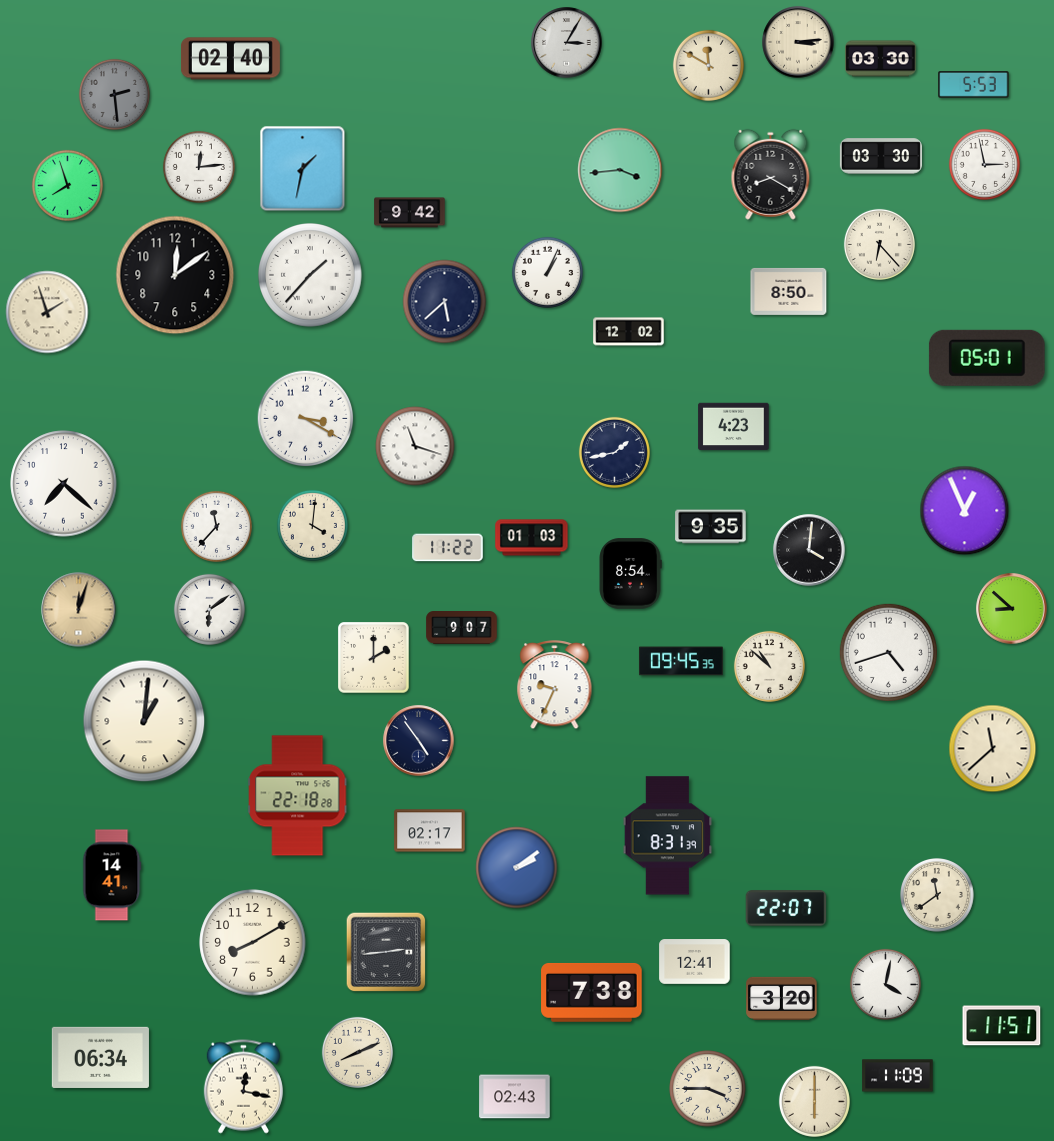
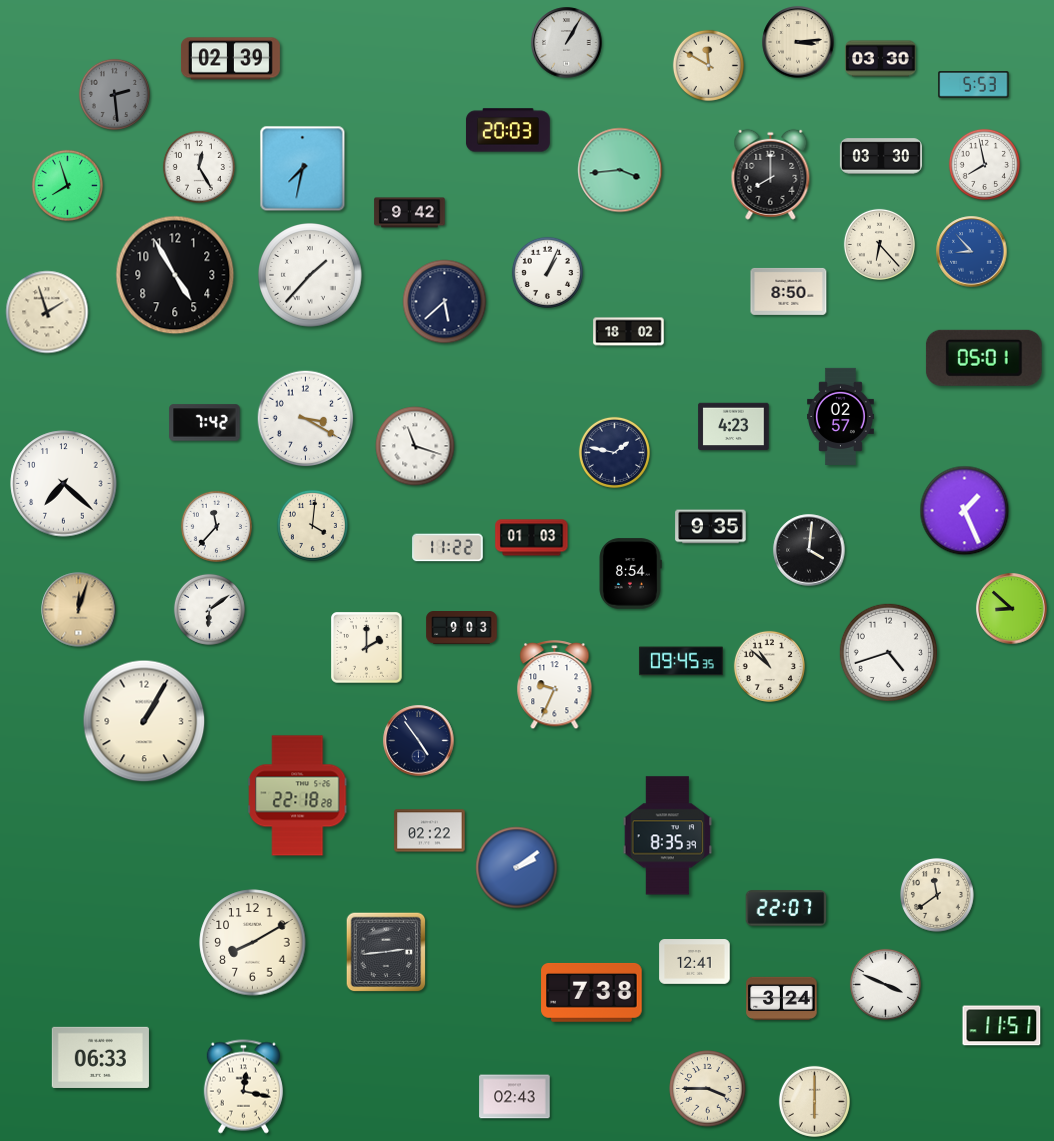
clock at (567, 43): 3:05 -> 1:05
clock at (230, 59): 02:40 -> 02:39
clock at (508, 130): none -> 20:03
clock at (984, 164): 2:58 -> 7:58
clock at (199, 167): 12:14 -> 12:25
clock at (303, 169): 1:32 -> 7:32
clock at (771, 174): 8:20 -> 8:00
clock at (972, 252): none -> 8:53
clock at (175, 275): 12:09 -> 4:55
clock at (629, 332): 12:02 -> 18:02
clock at (987, 358) position: (987, 358) -> (984, 358)
clock at (841, 416): none -> 02:57
clock at (205, 423): none -> 7:42
clock at (614, 452): 1:43 -> 1:47
clock at (965, 511): 12:56 -> 1:26
clock at (462, 628): 9:07 -> 9:03
clock at (374, 658) position: (374, 658) -> (367, 648)
clock at (144, 721): 1:01 -> 1:05
clock at (993, 749): 11:38 -> none
clock at (430, 831): 02:17 -> 02:22
clock at (668, 836): 8:31 -> 8:35
clock at (112, 875): 14:41 -> none
clock at (885, 984): 4:02 -> 3:49
clock at (782, 998): 3:20 -> 3:24
clock at (357, 1052): 8:11 -> none
clock at (100, 1057): 06:34 -> 06:33
clock at (898, 1076): 11:09 -> none
